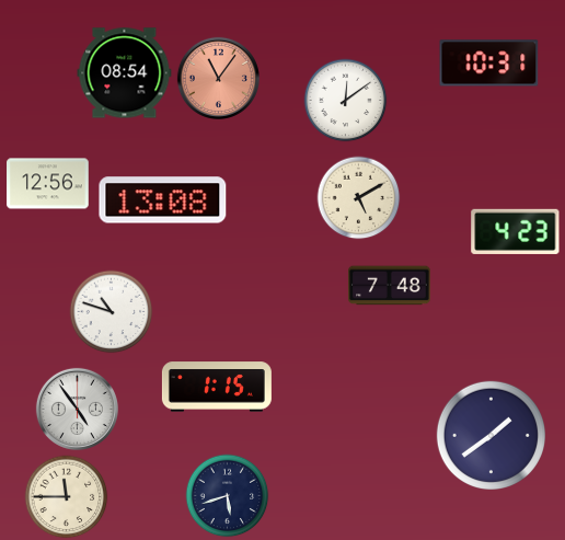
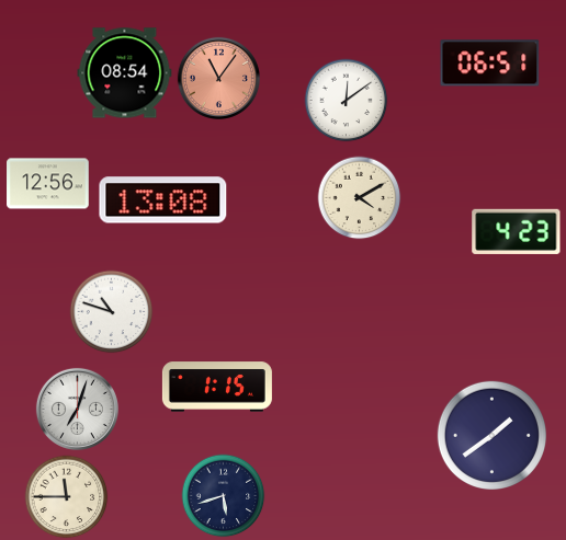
clock at (489, 64): 10:31 -> 06:51
clock at (359, 198): 5:10 -> 4:10
clock at (390, 286): 7:48 -> none
clock at (77, 409): 4:54 -> 7:03
clock at (228, 496) position: (228, 496) -> (224, 496)
